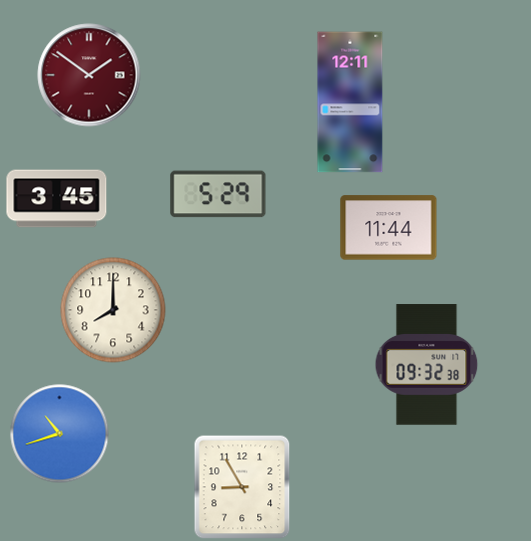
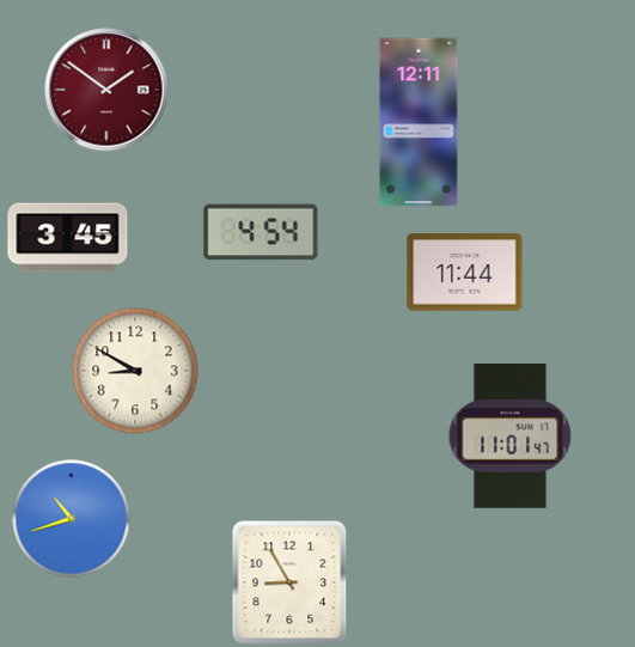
clock at (218, 194): 5:29 -> 4:54
clock at (113, 310): 8:00 -> 8:50
clock at (427, 365): 09:32 -> 11:01
